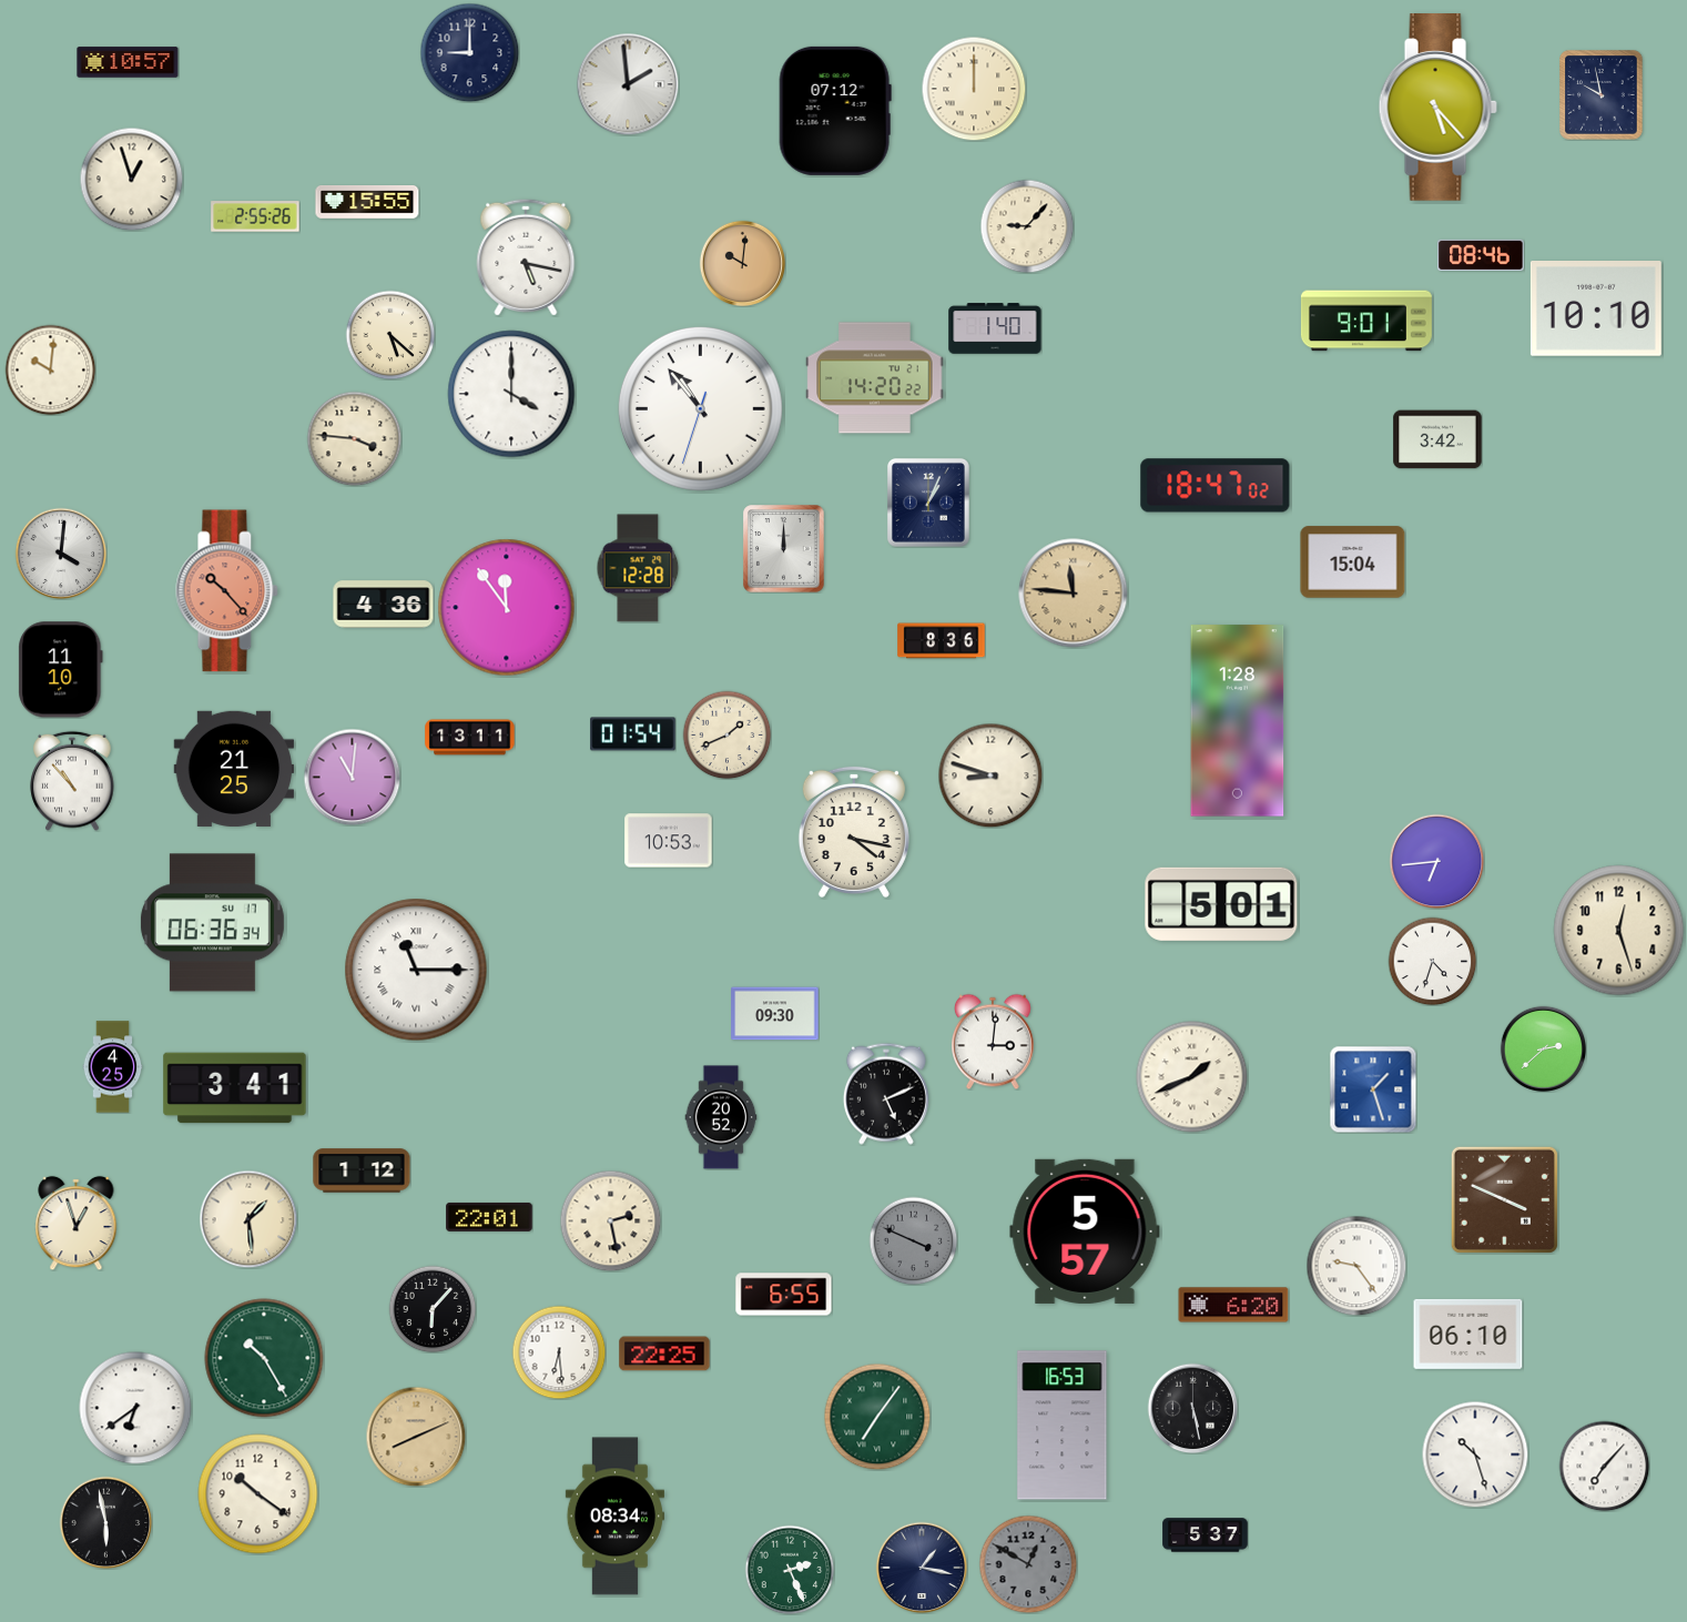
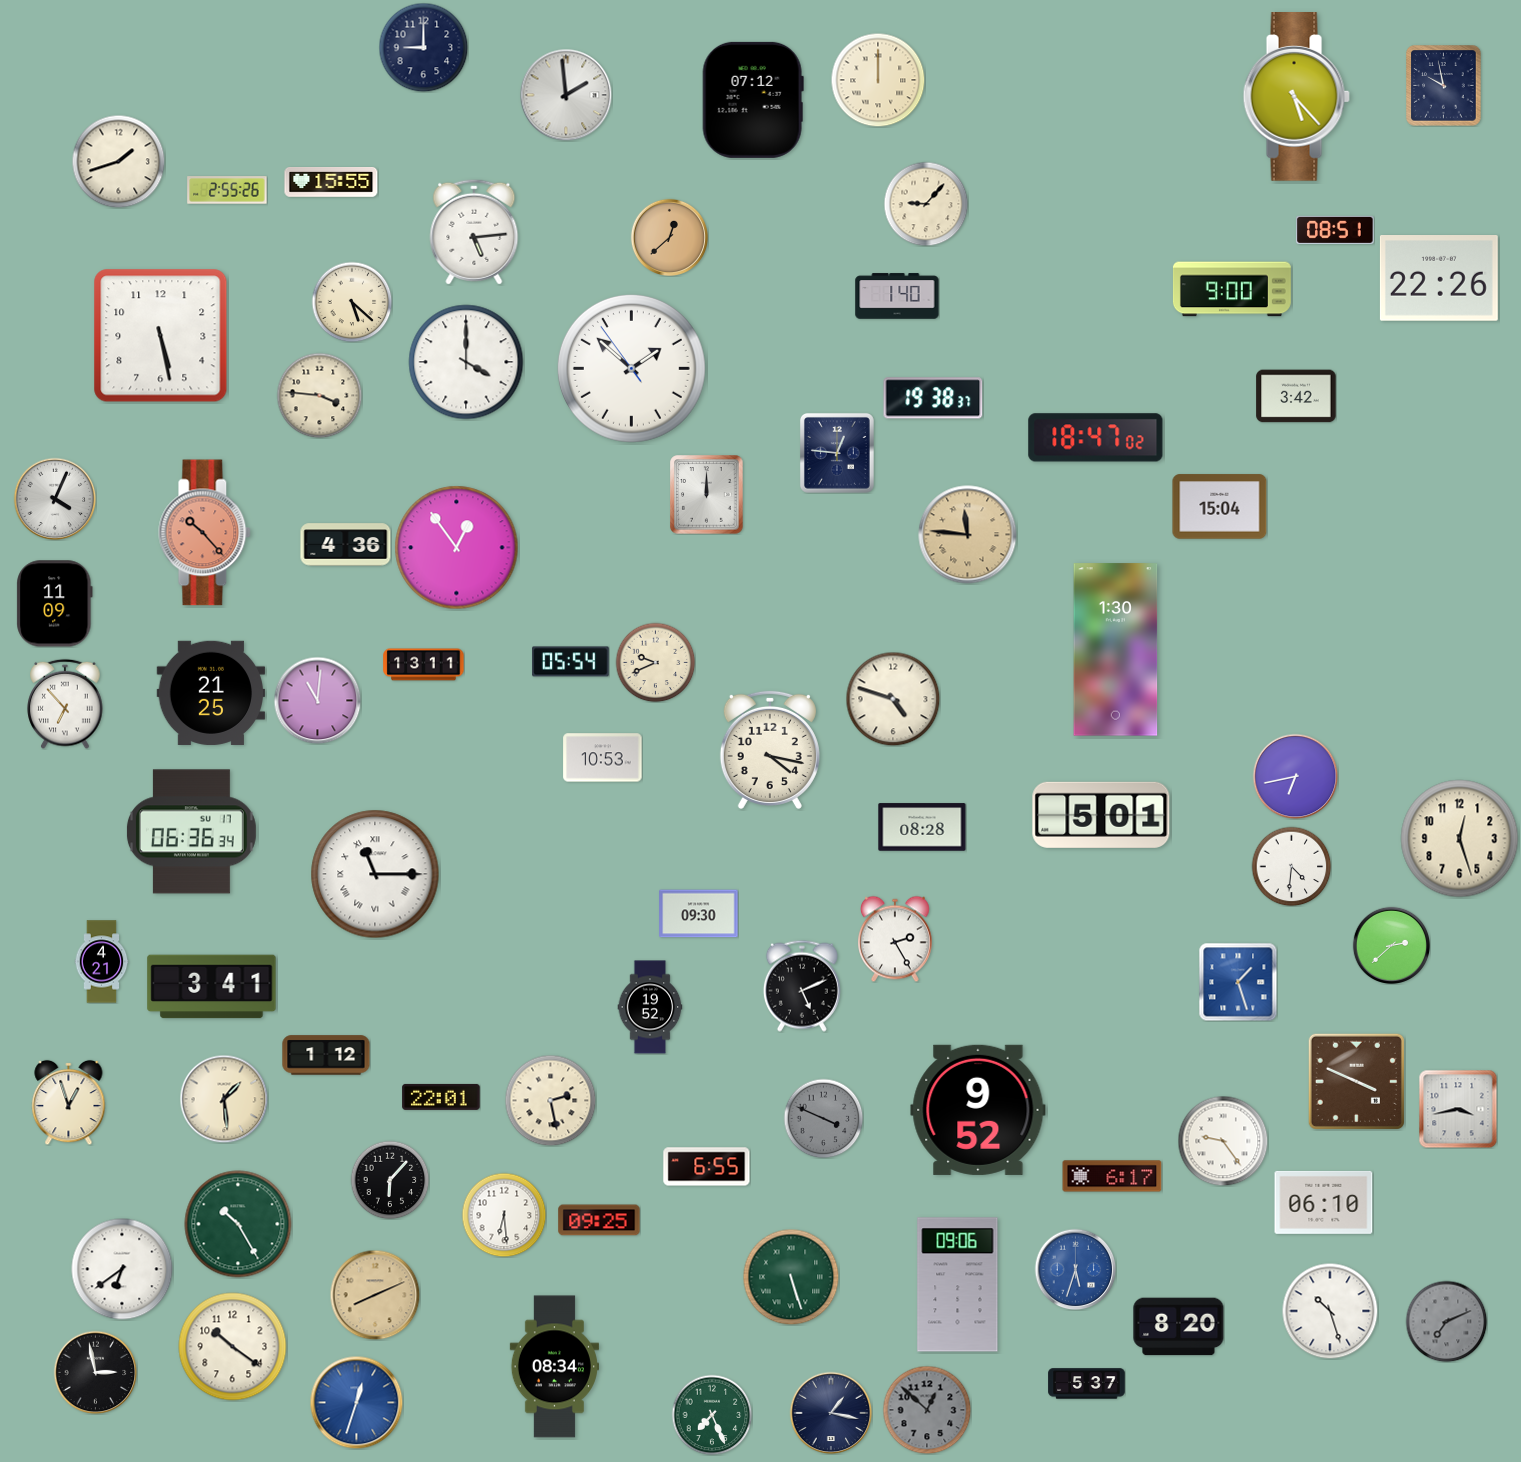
clock at (128, 62): 10:57 -> none
clock at (628, 84) position: (628, 84) -> (566, 95)
clock at (131, 179): 12:57 -> 1:42
clock at (255, 216) position: (255, 216) -> (227, 190)
clock at (1481, 255): 08:46 -> 08:51
clock at (526, 257): 5:17 -> 5:14
clock at (742, 263): 10:01 -> 12:38
clock at (1596, 310): 10:10 -> 22:26
clock at (1366, 321): 9:01 -> 9:00
clock at (50, 369): 10:01 -> none
clock at (161, 336): none -> 5:28
clock at (875, 378): 14:20 -> none
clock at (511, 394) position: (511, 394) -> (466, 362)
clock at (700, 408): 10:53 -> 1:51
clock at (933, 398): none -> 19:38
clock at (928, 503): 1:04 -> 12:46
clock at (61, 554): 4:01 -> 4:04
clock at (638, 568): 12:28 -> none
clock at (507, 608): 11:54 -> 12:54
clock at (942, 641): 8:36 -> none
clock at (61, 670): 11:10 -> 11:09
clock at (1238, 721): 1:28 -> 1:30
clock at (633, 734): 01:54 -> 05:54
clock at (726, 734): 1:41 -> 9:41
clock at (990, 775): 8:48 -> 4:48
clock at (72, 781): 10:53 -> 6:53
clock at (1436, 861): 6:44 -> 6:43
clock at (922, 827): none -> 08:28
clock at (1432, 961): 4:33 -> 4:31
clock at (994, 1042): 3:01 -> 2:25
clock at (113, 1067): 4:25 -> 4:21
clock at (1192, 1077): 1:41 -> none
clock at (235, 1088) position: (235, 1088) -> (212, 987)
clock at (886, 1094) position: (886, 1094) -> (802, 986)
clock at (721, 1117): 20:52 -> 19:52
clock at (1458, 1109): none -> 3:43
clock at (1085, 1231): 5:57 -> 9:52
clock at (1233, 1305): 6:20 -> 6:17
clock at (559, 1352) position: (559, 1352) -> (504, 1215)
clock at (664, 1354): 22:25 -> 09:25
clock at (1192, 1408): 5:28 -> 5:33
clock at (1192, 1408) dial: black -> blue
clock at (877, 1417): 7:06 -> 5:27
clock at (1063, 1426): 16:53 -> 09:06
clock at (1604, 1466): 7:07 -> 7:11
clock at (1604, 1466) dial: white -> grey
clock at (1179, 1327): none -> 8:20
clock at (105, 1522): 5:58 -> 2:58
clock at (356, 1402): none -> 12:33
clock at (1028, 1564): 12:50 -> 12:52
clock at (790, 1570): 2:26 -> 7:26
